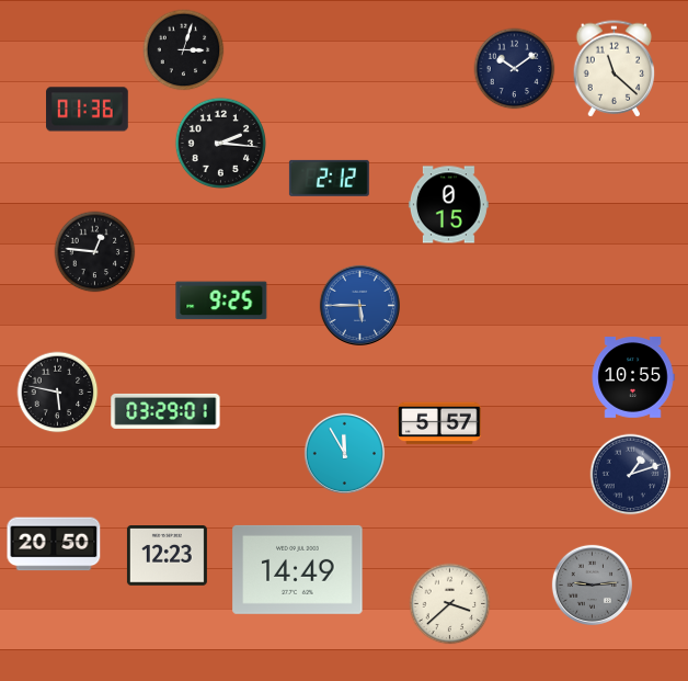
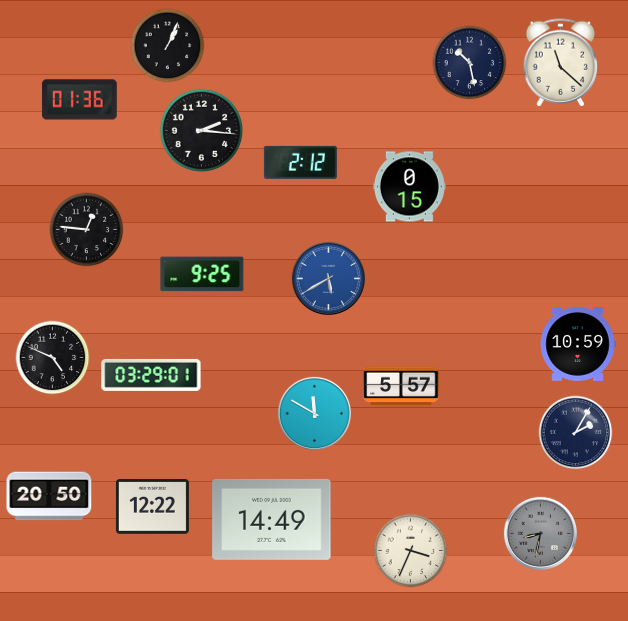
clock at (184, 50): 3:03 -> 1:04
clock at (515, 69): 10:09 -> 10:28
clock at (359, 305): 5:45 -> 5:40
clock at (633, 378): 10:55 -> 10:59
clock at (58, 393): 5:47 -> 4:49
clock at (344, 453): 11:55 -> 11:50
clock at (631, 475): 1:12 -> 2:05
clock at (167, 556): 12:23 -> 12:22
clock at (592, 584): 9:14 -> 8:32
clock at (450, 604): 3:38 -> 3:34
